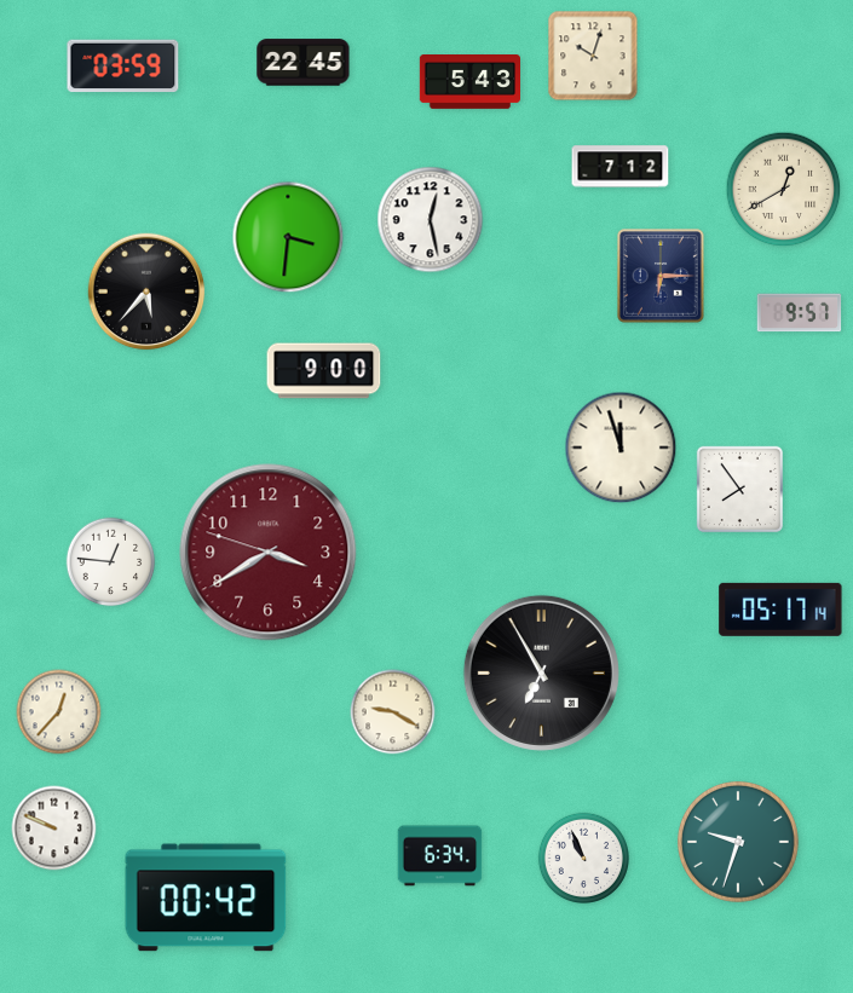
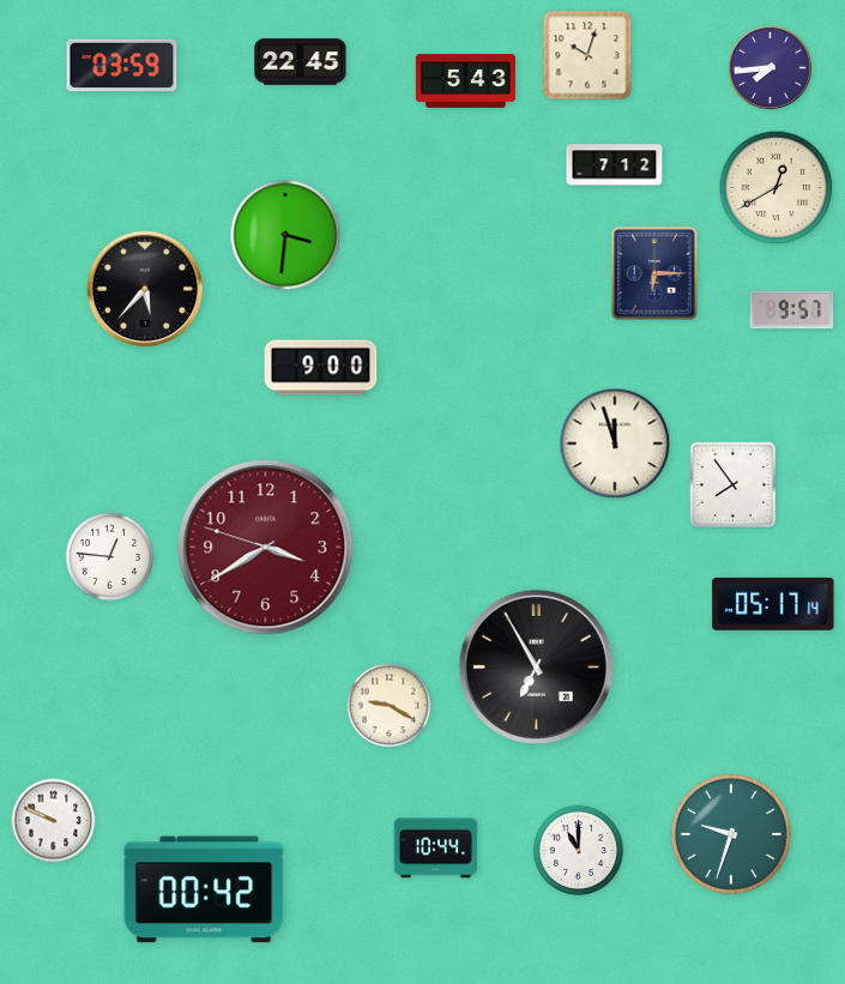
clock at (771, 68): none -> 7:44
clock at (431, 220): 12:28 -> none
clock at (59, 712): 12:37 -> none
clock at (440, 856): 6:34 -> 10:44
clock at (583, 858): 10:56 -> 11:00
